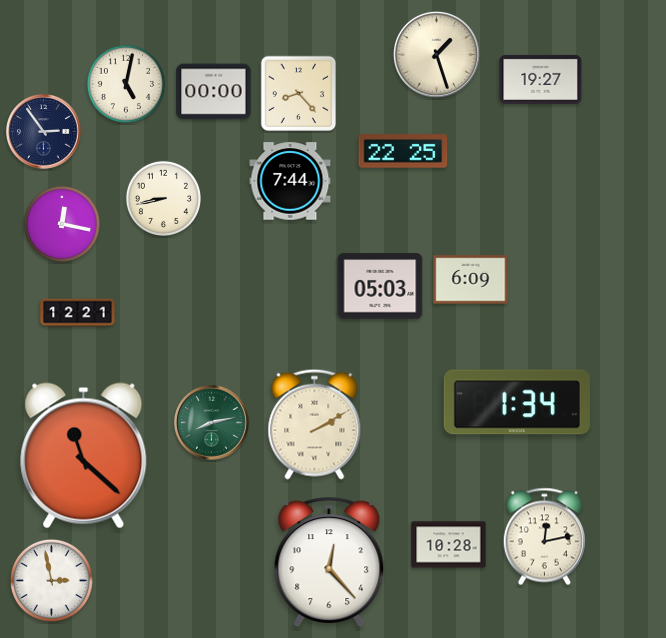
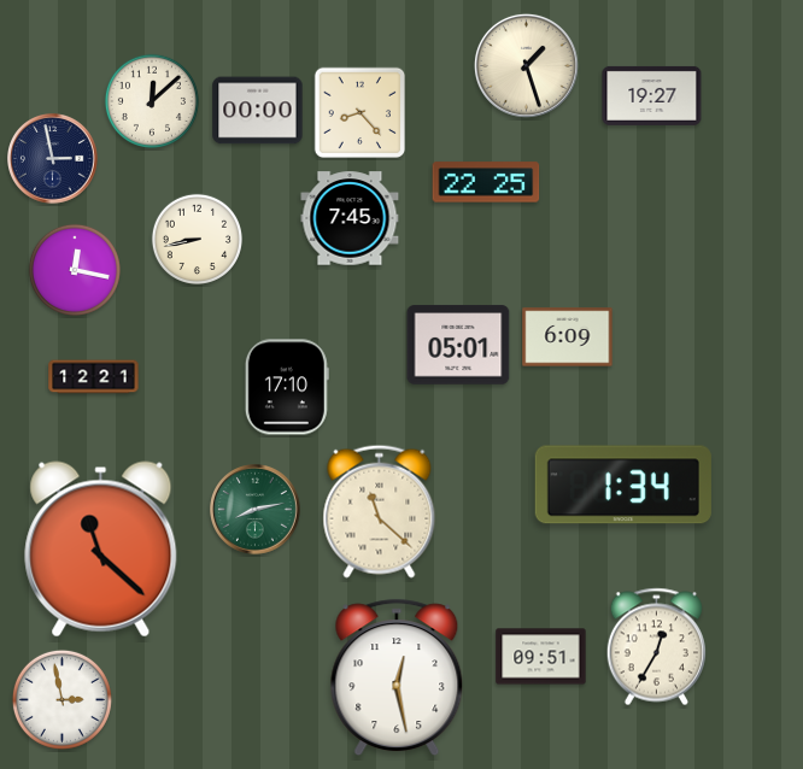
clock at (126, 84): 5:02 -> 12:08
clock at (44, 132): 2:54 -> 2:58
clock at (290, 181): 7:44 -> 7:45
clock at (380, 286): 05:03 -> 05:01
clock at (287, 387): none -> 17:10
clock at (315, 424): 2:10 -> 11:22
clock at (544, 537): 12:13 -> 12:35
clock at (449, 545): 10:28 -> 09:51
clock at (329, 562): 12:23 -> 12:28
